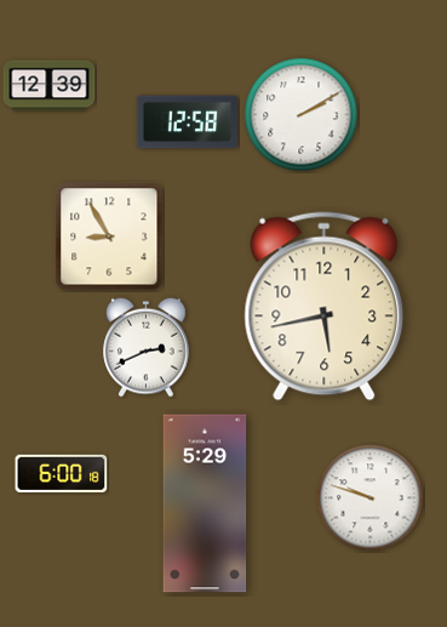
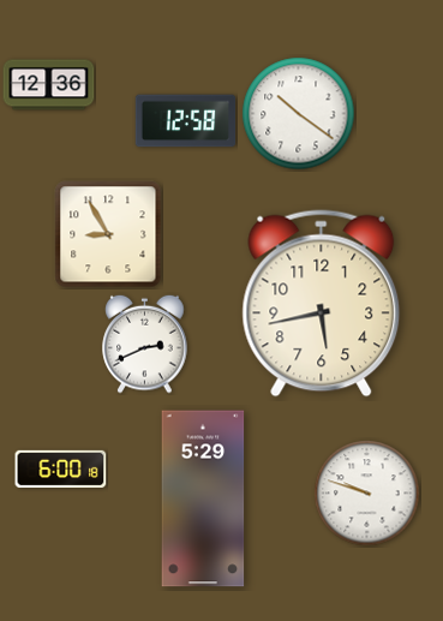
clock at (50, 86): 12:39 -> 12:36
clock at (302, 115): 2:10 -> 10:21
